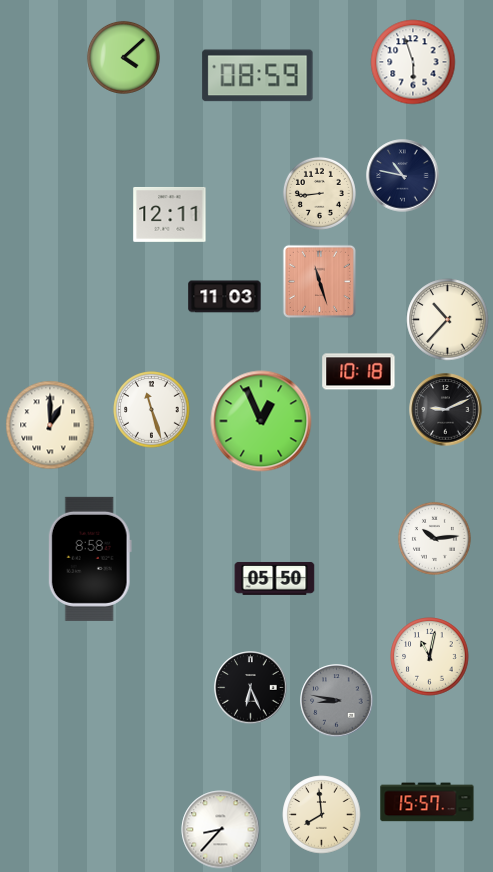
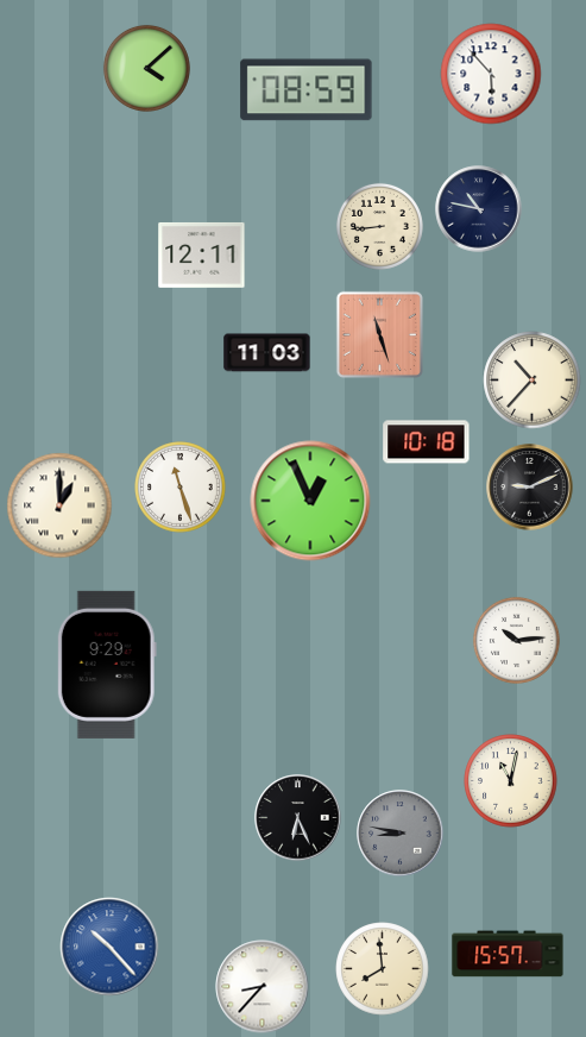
clock at (413, 62): 5:57 -> 5:53
clock at (319, 193) position: (319, 193) -> (379, 226)
clock at (90, 559): 8:58 -> 9:29
clock at (275, 578): 05:50 -> none
clock at (109, 947): none -> 10:23
